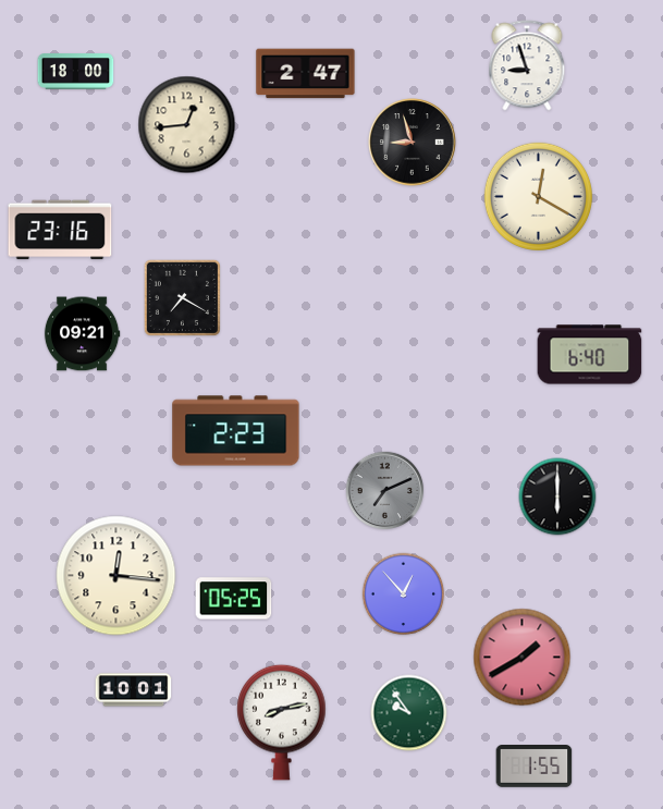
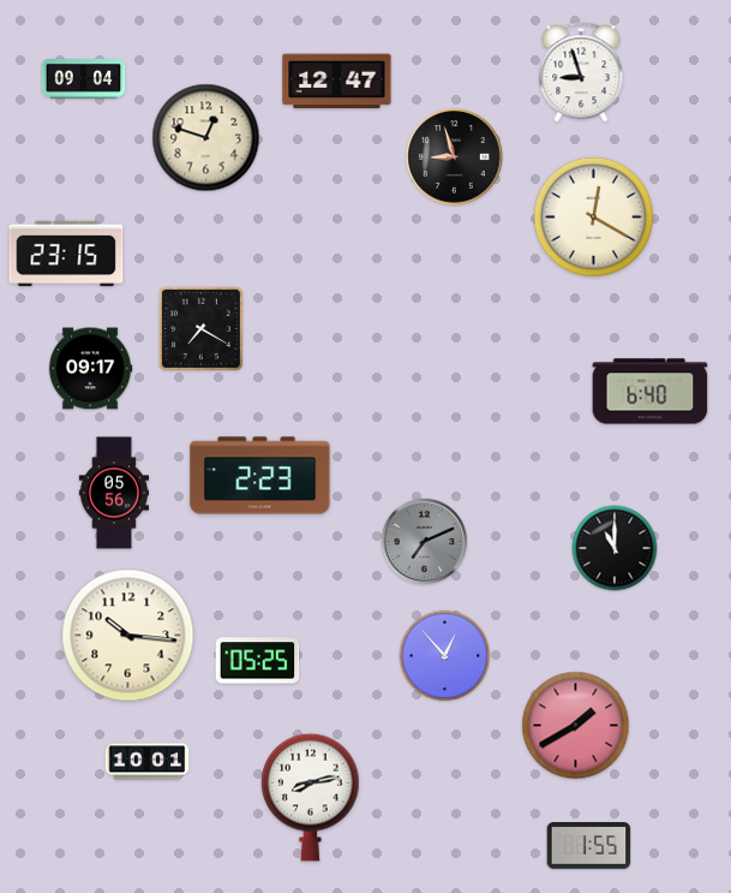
clock at (76, 72): 18:00 -> 09:04
clock at (306, 74): 2:47 -> 12:47
clock at (187, 125): 12:44 -> 12:48
clock at (60, 230): 23:16 -> 23:15
clock at (82, 334): 09:21 -> 09:17
clock at (113, 493): none -> 05:56
clock at (557, 497): 6:00 -> 11:00
clock at (116, 576): 12:16 -> 10:16
clock at (409, 713): 9:54 -> none
